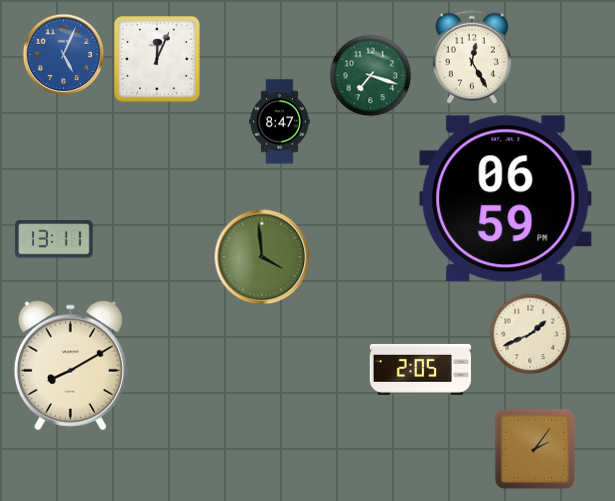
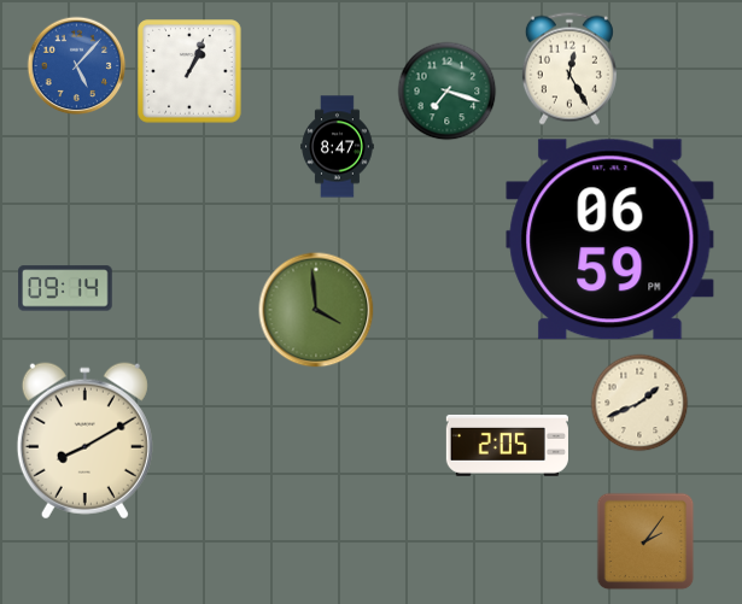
clock at (64, 55): 5:04 -> 5:07
clock at (157, 59): 12:04 -> 1:04
clock at (54, 239): 13:11 -> 09:14
